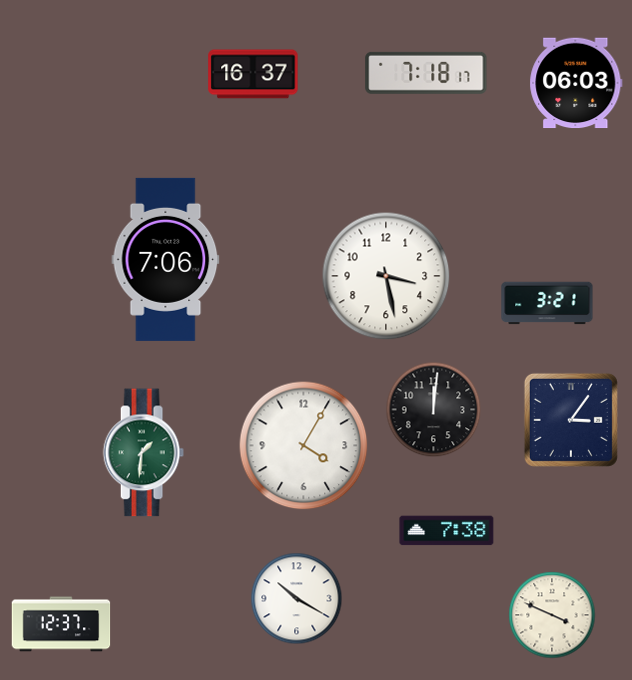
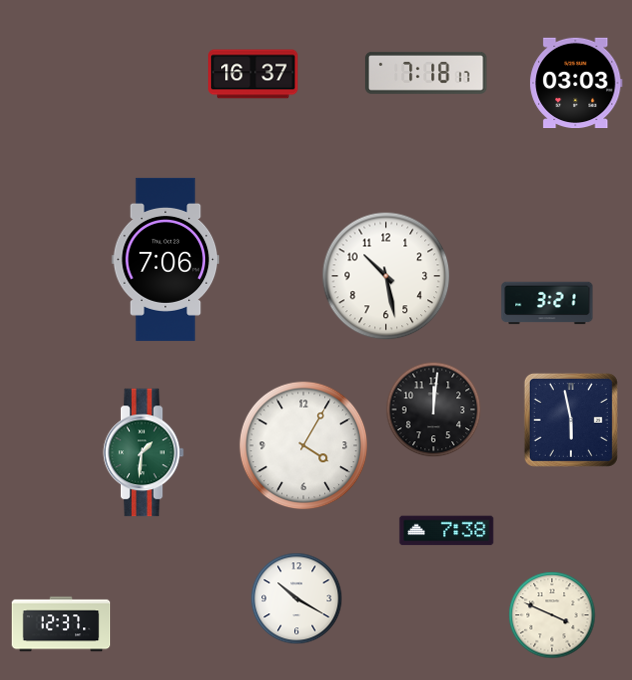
clock at (576, 83): 06:03 -> 03:03
clock at (386, 276): 3:28 -> 10:28
clock at (571, 420): 3:06 -> 5:58
